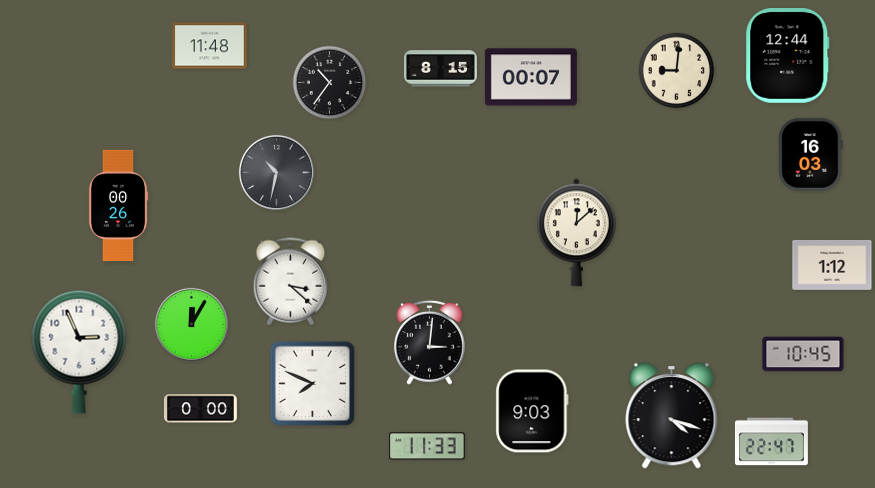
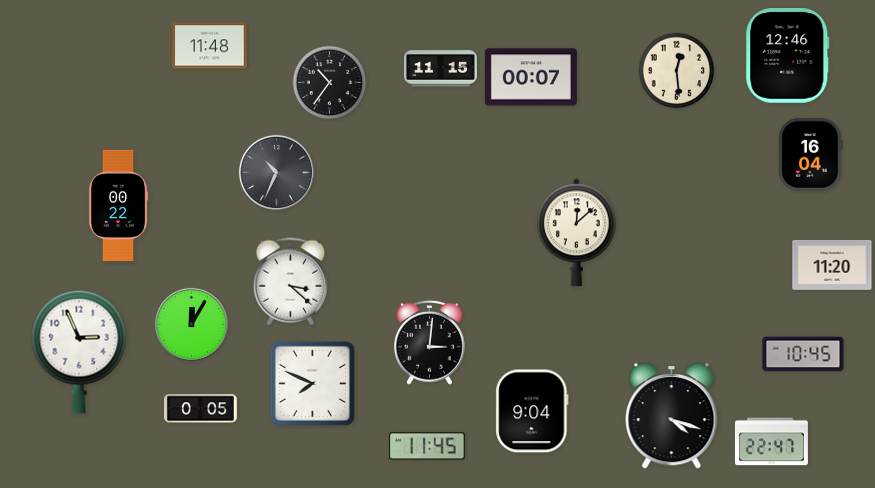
clock at (788, 56): 12:44 -> 12:46
clock at (441, 69): 8:15 -> 11:15
clock at (677, 71): 9:01 -> 12:29
clock at (811, 154): 16:03 -> 16:04
clock at (276, 172): 10:32 -> 10:34
clock at (118, 205): 00:26 -> 00:22
clock at (832, 265): 1:12 -> 11:20
clock at (200, 409): 0:00 -> 0:05
clock at (532, 411): 9:03 -> 9:04
clock at (427, 446): 11:33 -> 11:45
